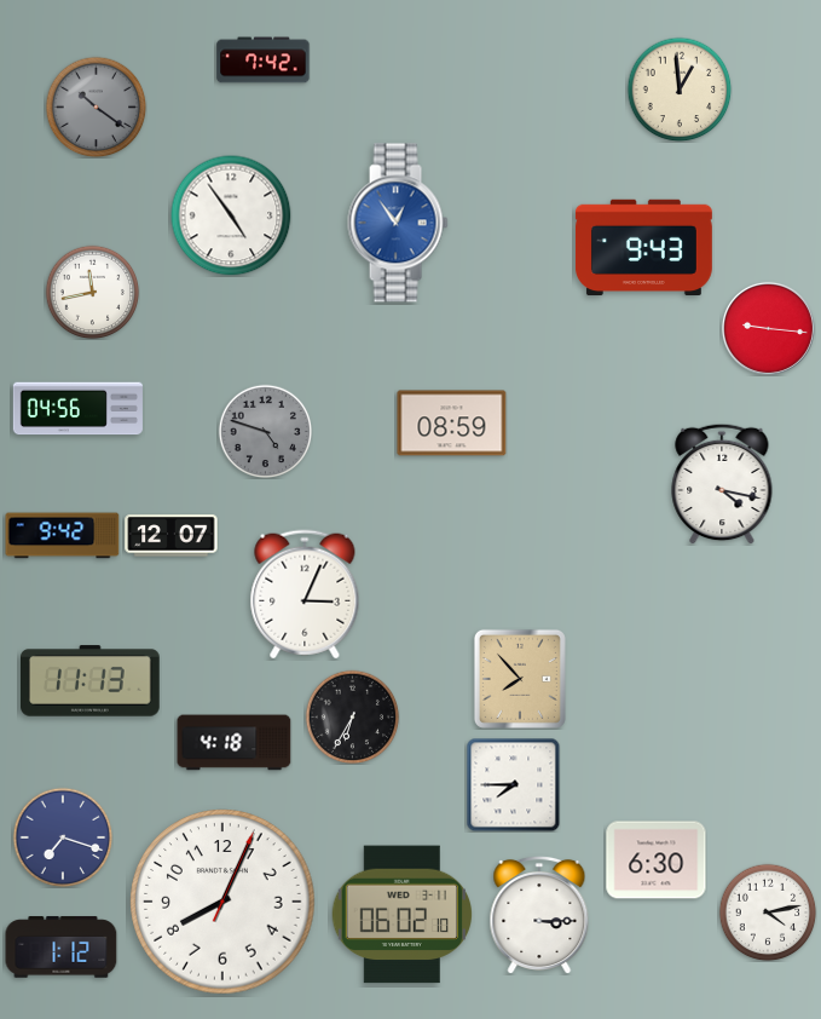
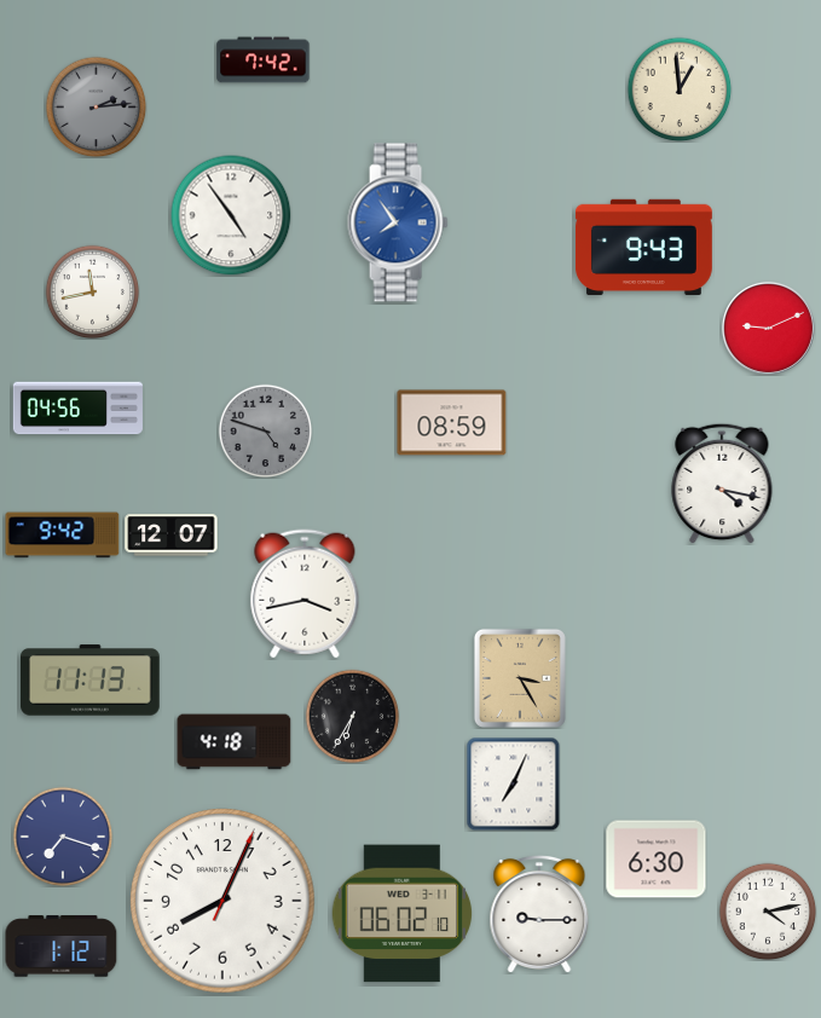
clock at (96, 106): 10:21 -> 2:14
clock at (398, 223): 12:54 -> 7:54
clock at (768, 328): 9:16 -> 9:11
clock at (305, 594): 3:04 -> 3:43
clock at (520, 679): 7:53 -> 3:25
clock at (513, 784): 7:45 -> 7:04
clock at (539, 915): 3:15 -> 9:15
